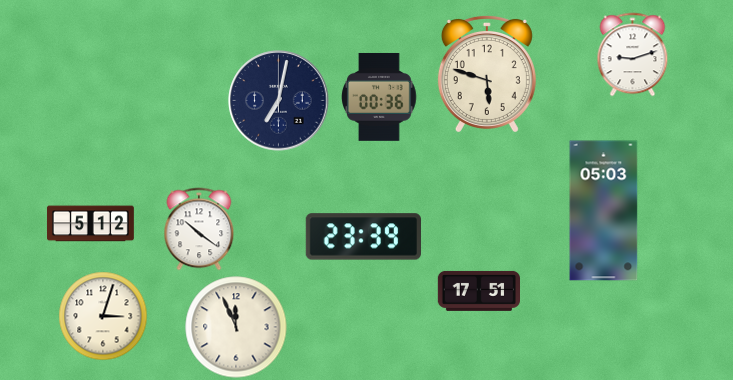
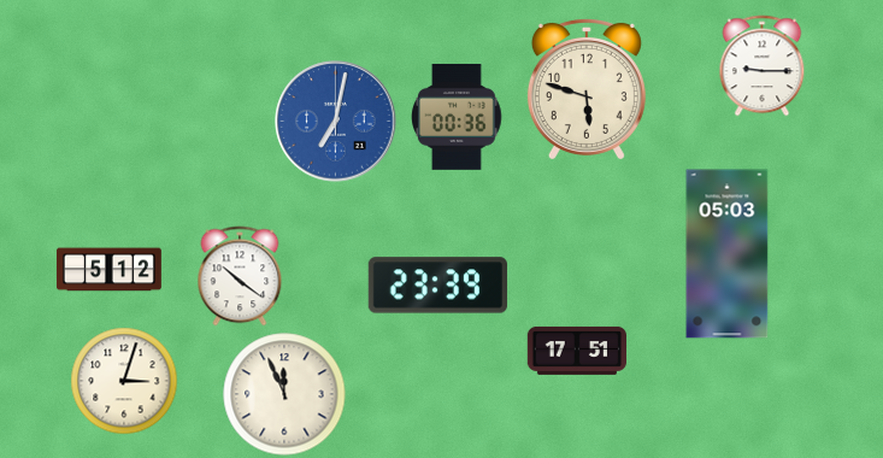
clock at (633, 55): 9:12 -> 9:15
clock at (279, 101) dial: navy -> blue
